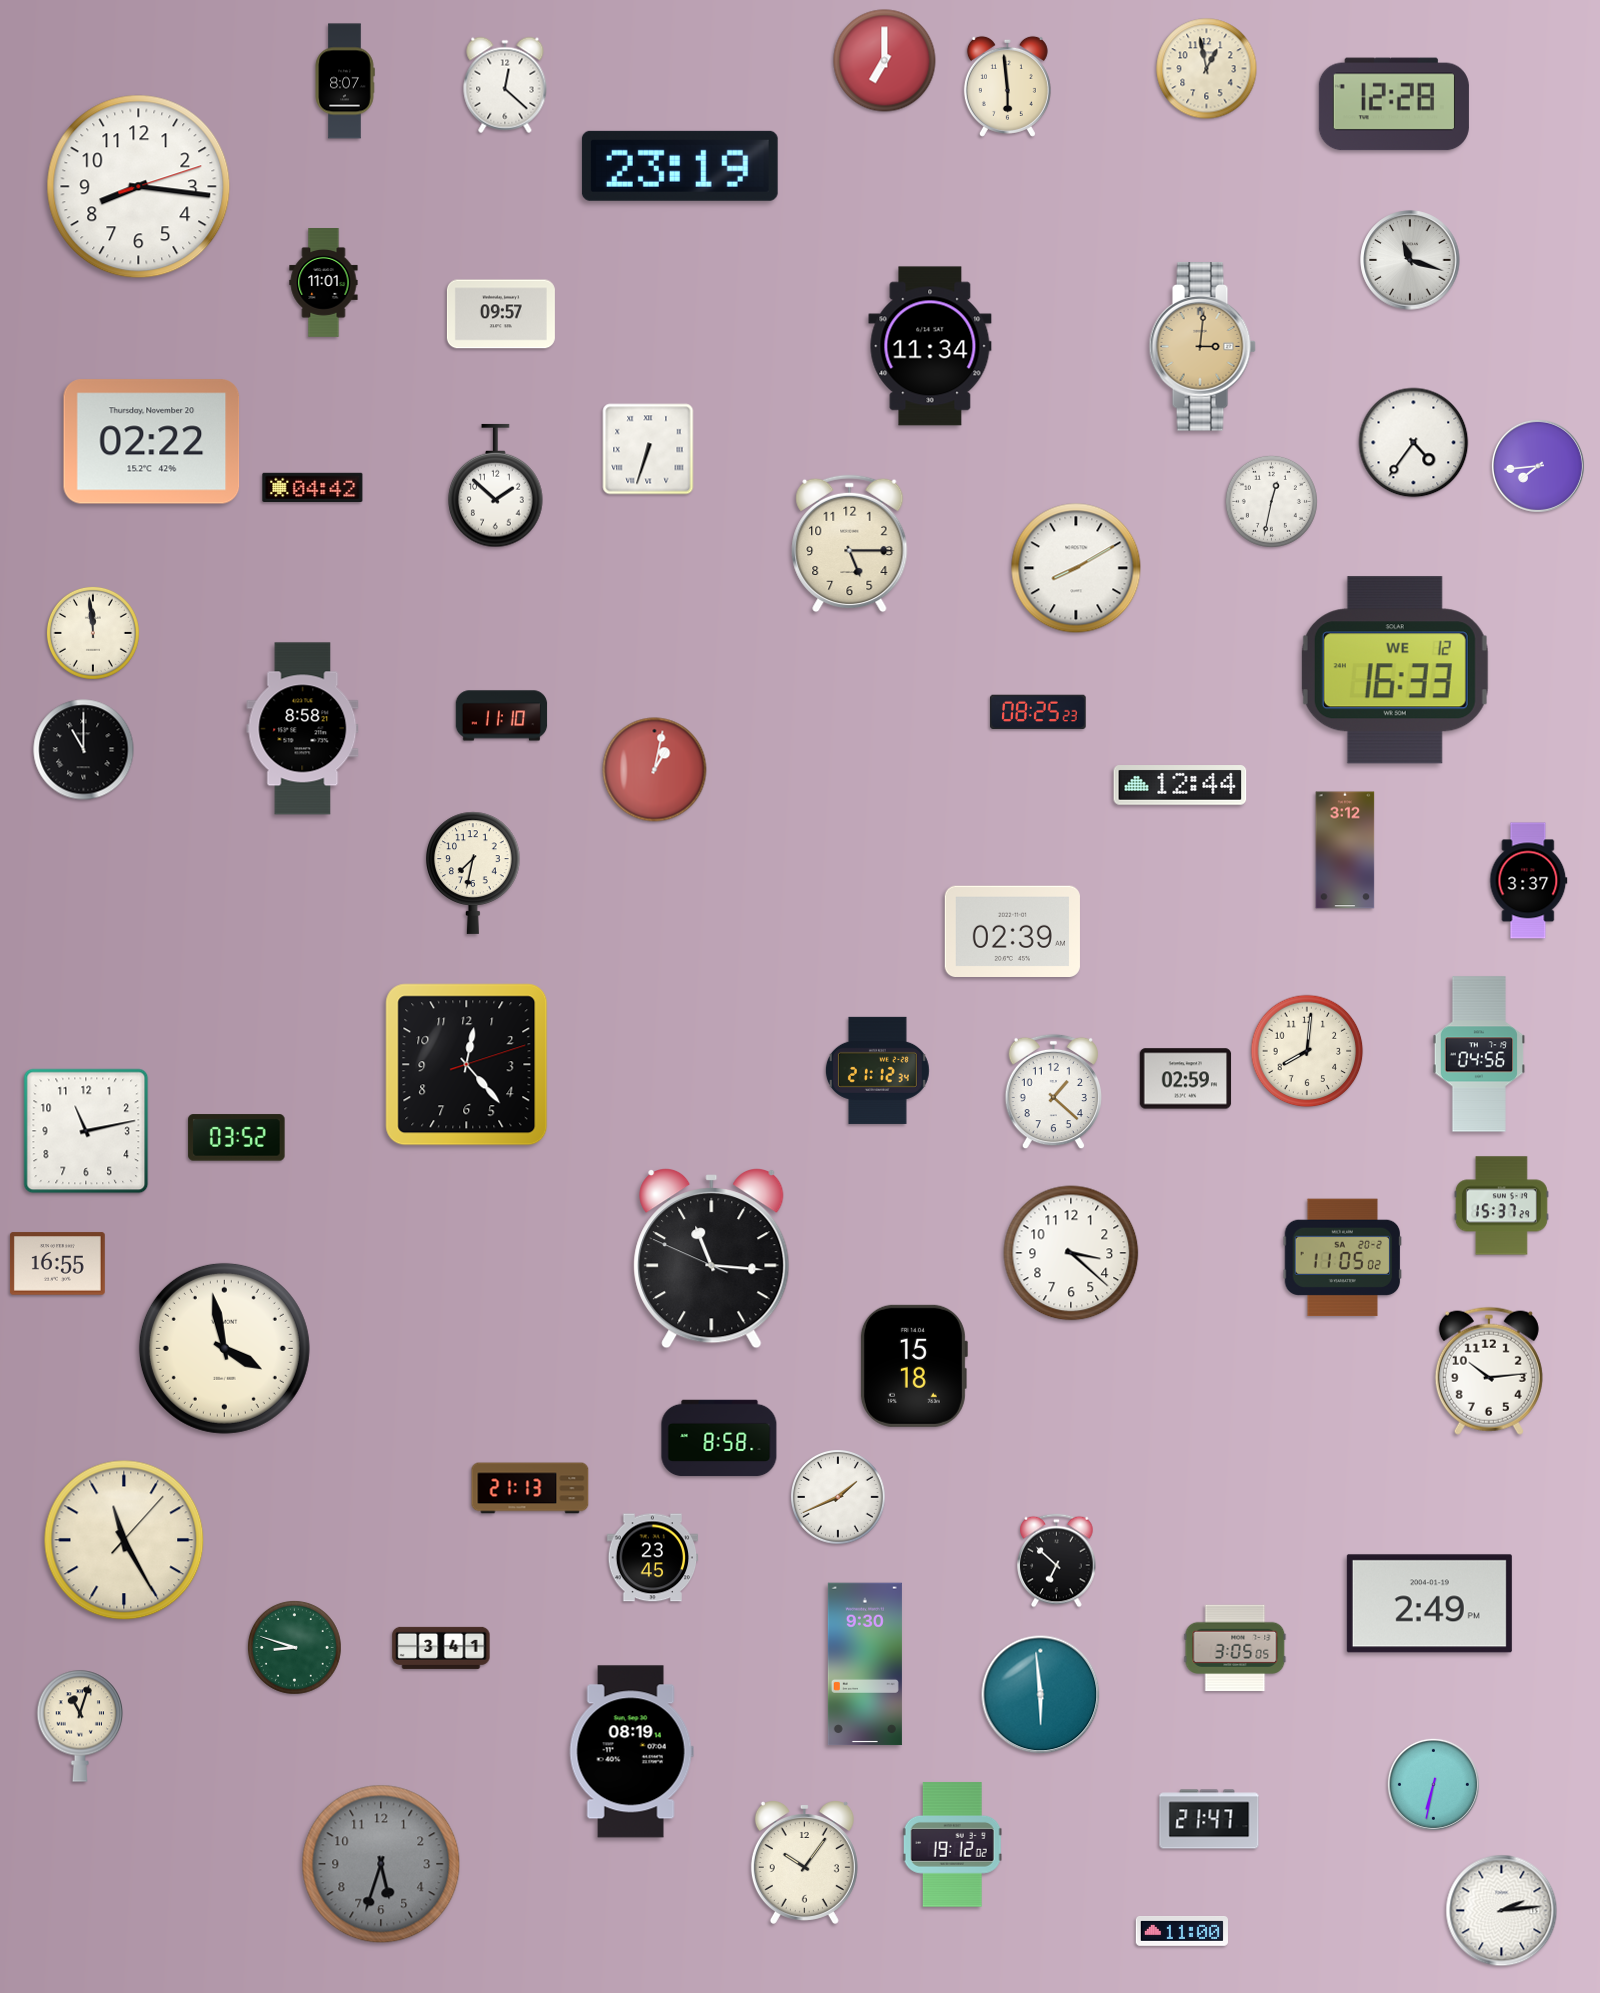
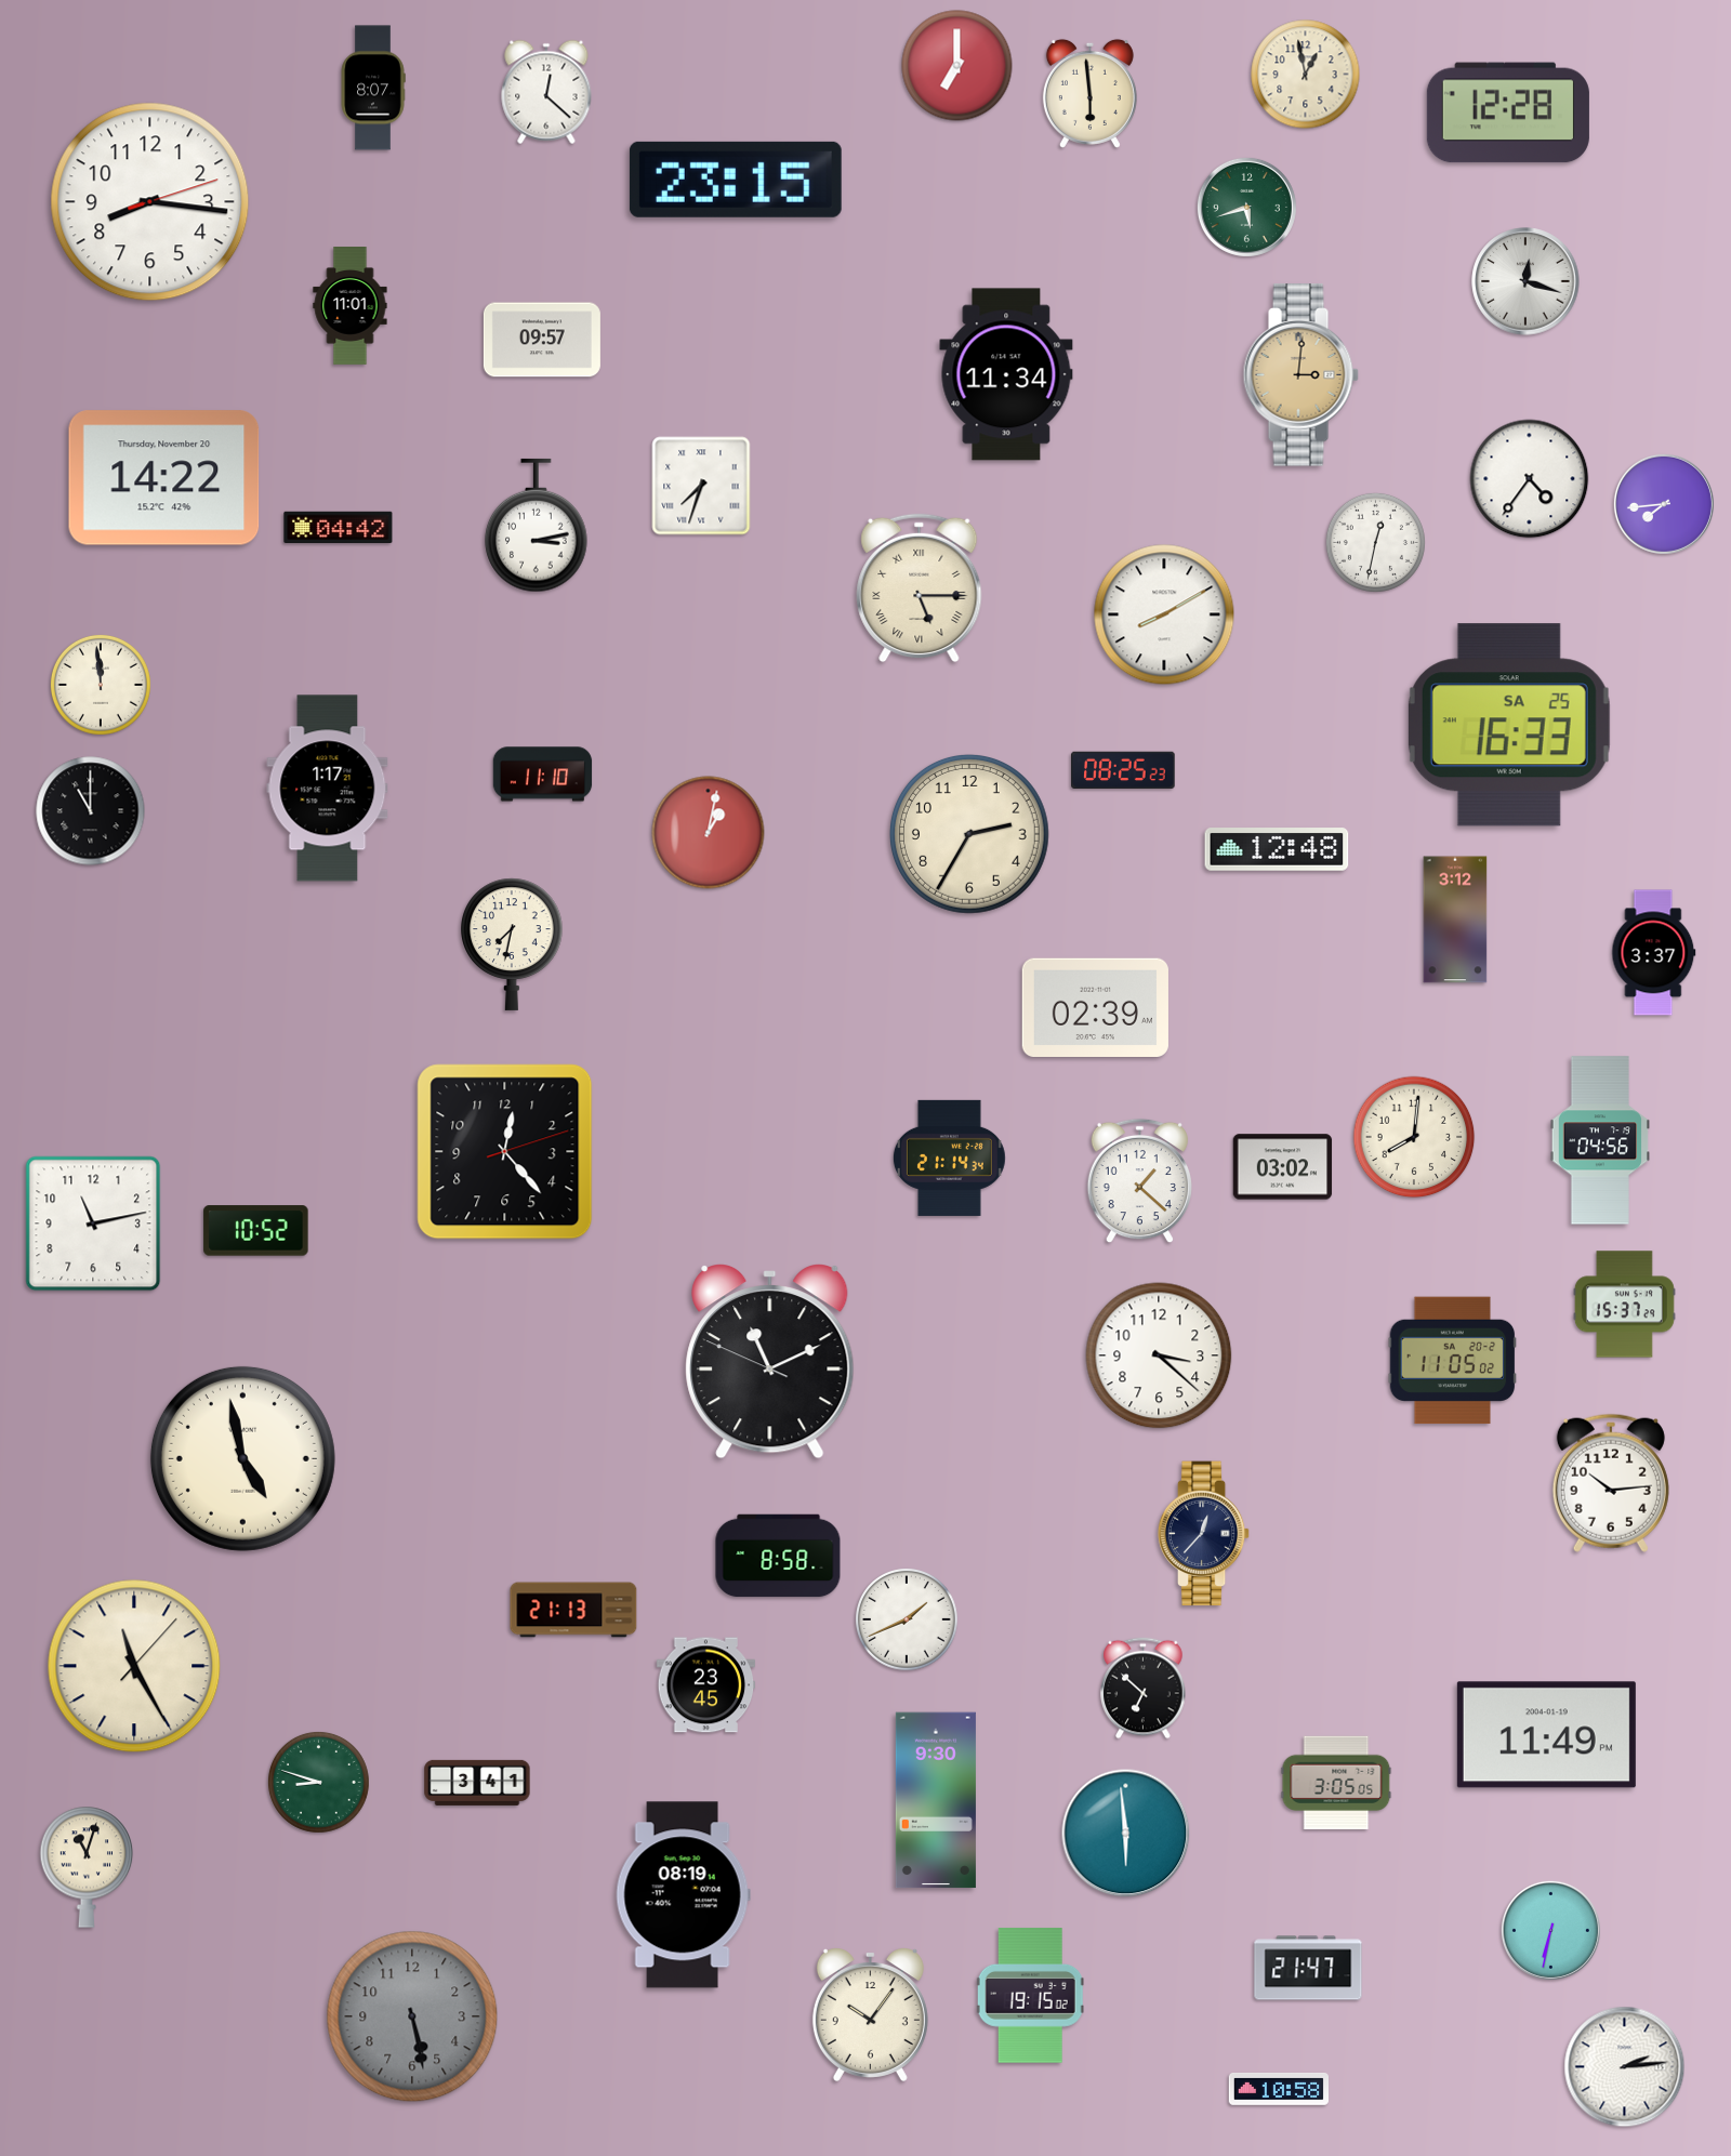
clock at (680, 166): 23:19 -> 23:15
clock at (1246, 207): none -> 5:42
clock at (1410, 260): 11:18 -> 12:18
clock at (152, 442): 02:22 -> 14:22
clock at (648, 449): 6:33 -> 7:33
clock at (496, 486): 1:52 -> 3:13
clock at (850, 544) numerals: Arabic -> Roman
clock at (1395, 670) date: WE 12 -> SA 25
clock at (303, 729): 8:58 -> 1:17
clock at (969, 834): none -> 2:35
clock at (1180, 785): 12:44 -> 12:48
clock at (877, 1070): 21:12 -> 21:14
clock at (1186, 1079): 02:59 -> 03:02
clock at (237, 1138): 03:52 -> 10:52
clock at (712, 1259): 11:15 -> 11:10
clock at (57, 1264): 16:55 -> none
clock at (224, 1348): 3:58 -> 4:58
clock at (913, 1366): 15:18 -> none
clock at (1204, 1534): none -> 12:37
clock at (1429, 1604): 2:49 -> 11:49
clock at (952, 1845): 19:12 -> 19:15
clock at (381, 1864): 5:33 -> 5:28
clock at (1181, 1932): 11:00 -> 10:58
